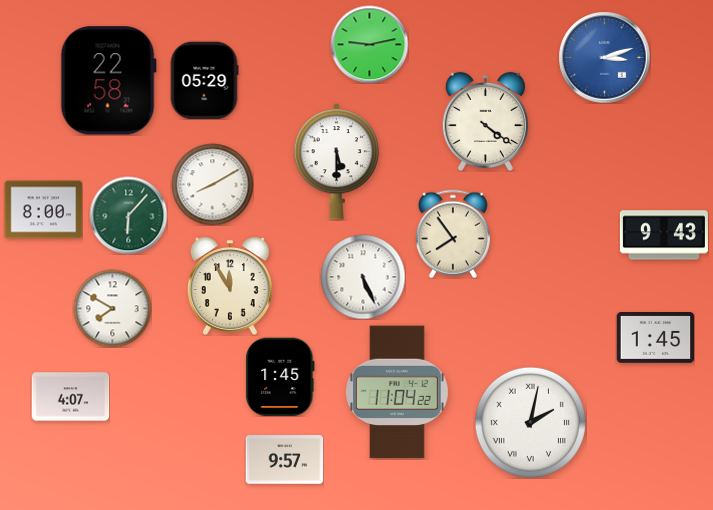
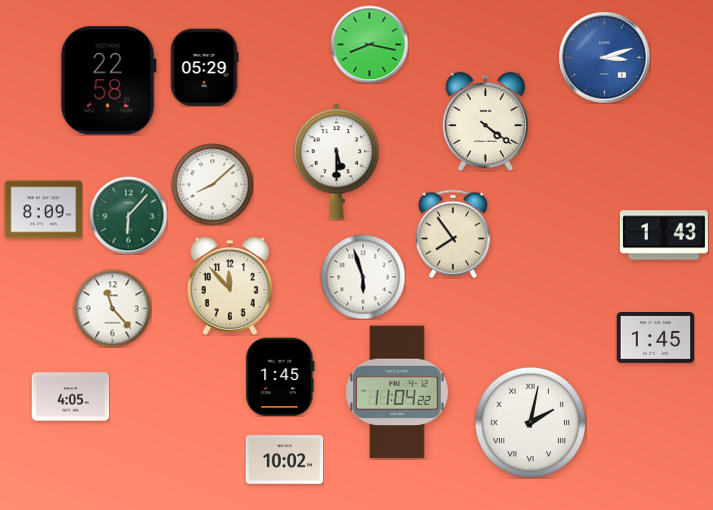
clock at (369, 44): 9:13 -> 8:17
clock at (204, 80) position: (204, 80) -> (204, 67)
clock at (212, 184): 8:10 -> 8:08
clock at (43, 210): 8:00 -> 8:09
clock at (664, 235): 9:43 -> 1:43
clock at (363, 277): 5:26 -> 5:57
clock at (230, 286): 11:55 -> 11:53
clock at (112, 308): 7:50 -> 11:23
clock at (70, 397): 4:07 -> 4:05
clock at (284, 460): 9:57 -> 10:02
